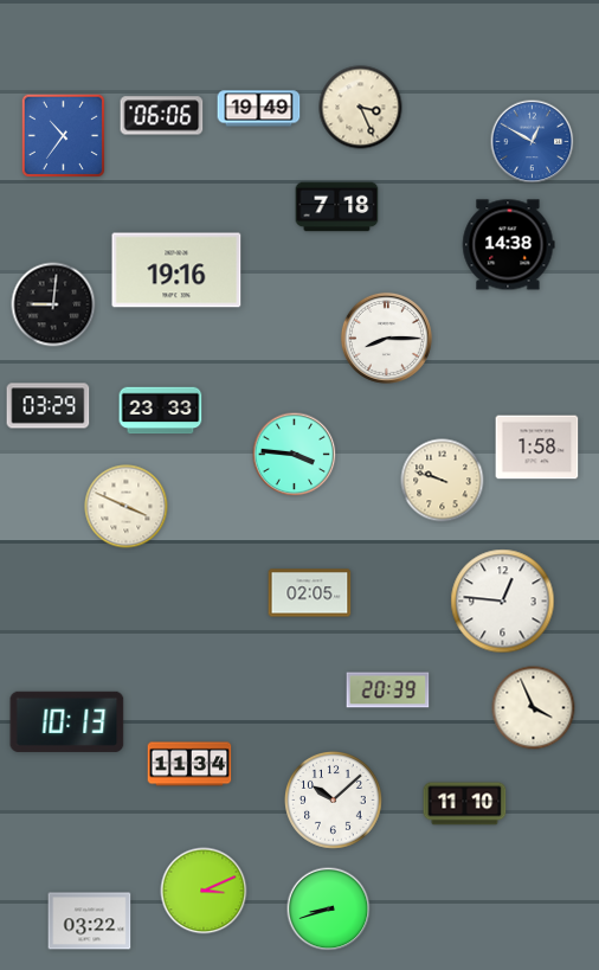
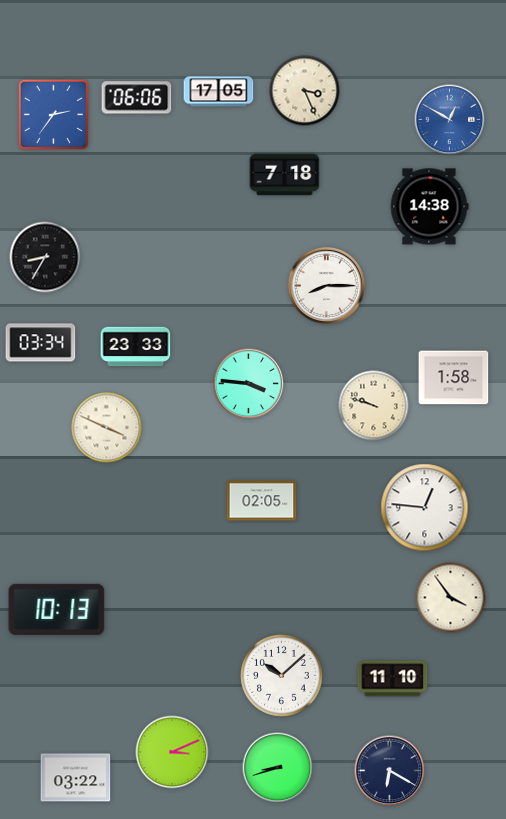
clock at (259, 109): 19:49 -> 17:05
clock at (63, 135): 10:36 -> 2:36
clock at (176, 270): 19:16 -> none
clock at (53, 304): 9:01 -> 8:35
clock at (49, 406): 03:29 -> 03:34
clock at (388, 690): 20:39 -> none
clock at (534, 708): 3:56 -> 3:54
clock at (189, 764): 11:34 -> none
clock at (390, 771): none -> 6:20
